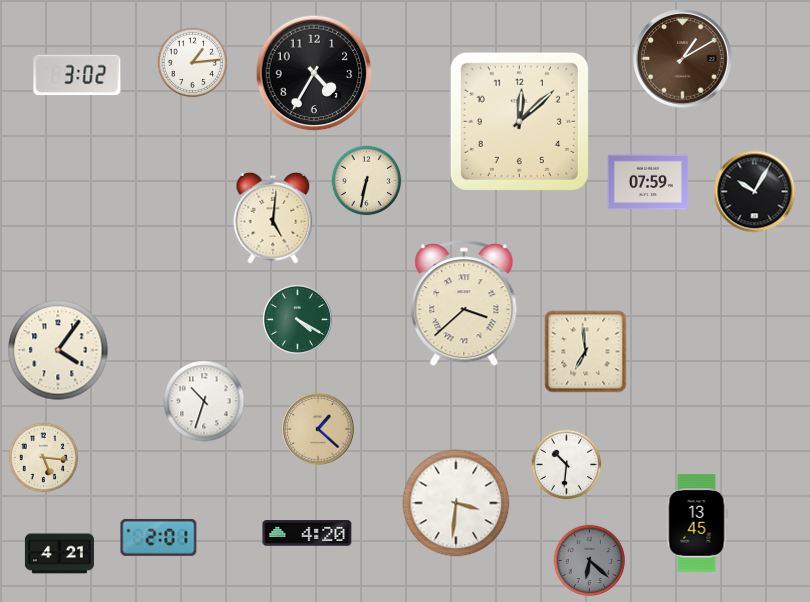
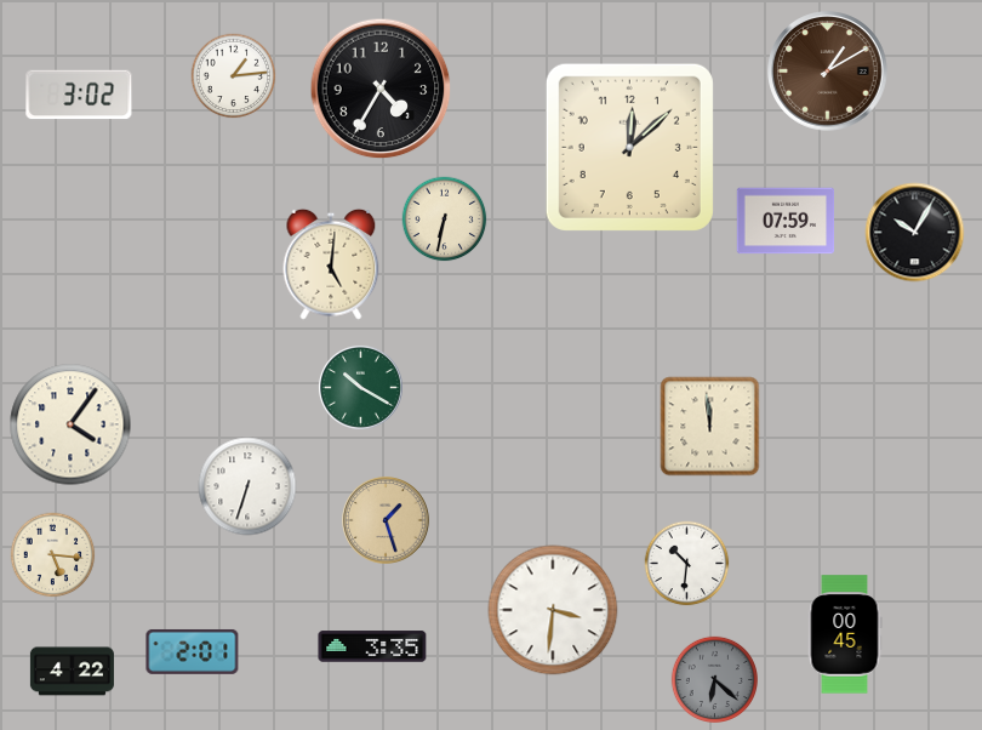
clock at (77, 75) position: (77, 75) -> (79, 95)
clock at (464, 304): 3:38 -> none
clock at (297, 320): 4:20 -> 10:20
clock at (586, 352): 6:59 -> 11:59
clock at (204, 401): 10:33 -> 6:33
clock at (318, 429): 1:22 -> 1:27
clock at (697, 523): 13:45 -> 00:45
clock at (307, 533): 4:20 -> 3:35
clock at (59, 554): 4:21 -> 4:22
